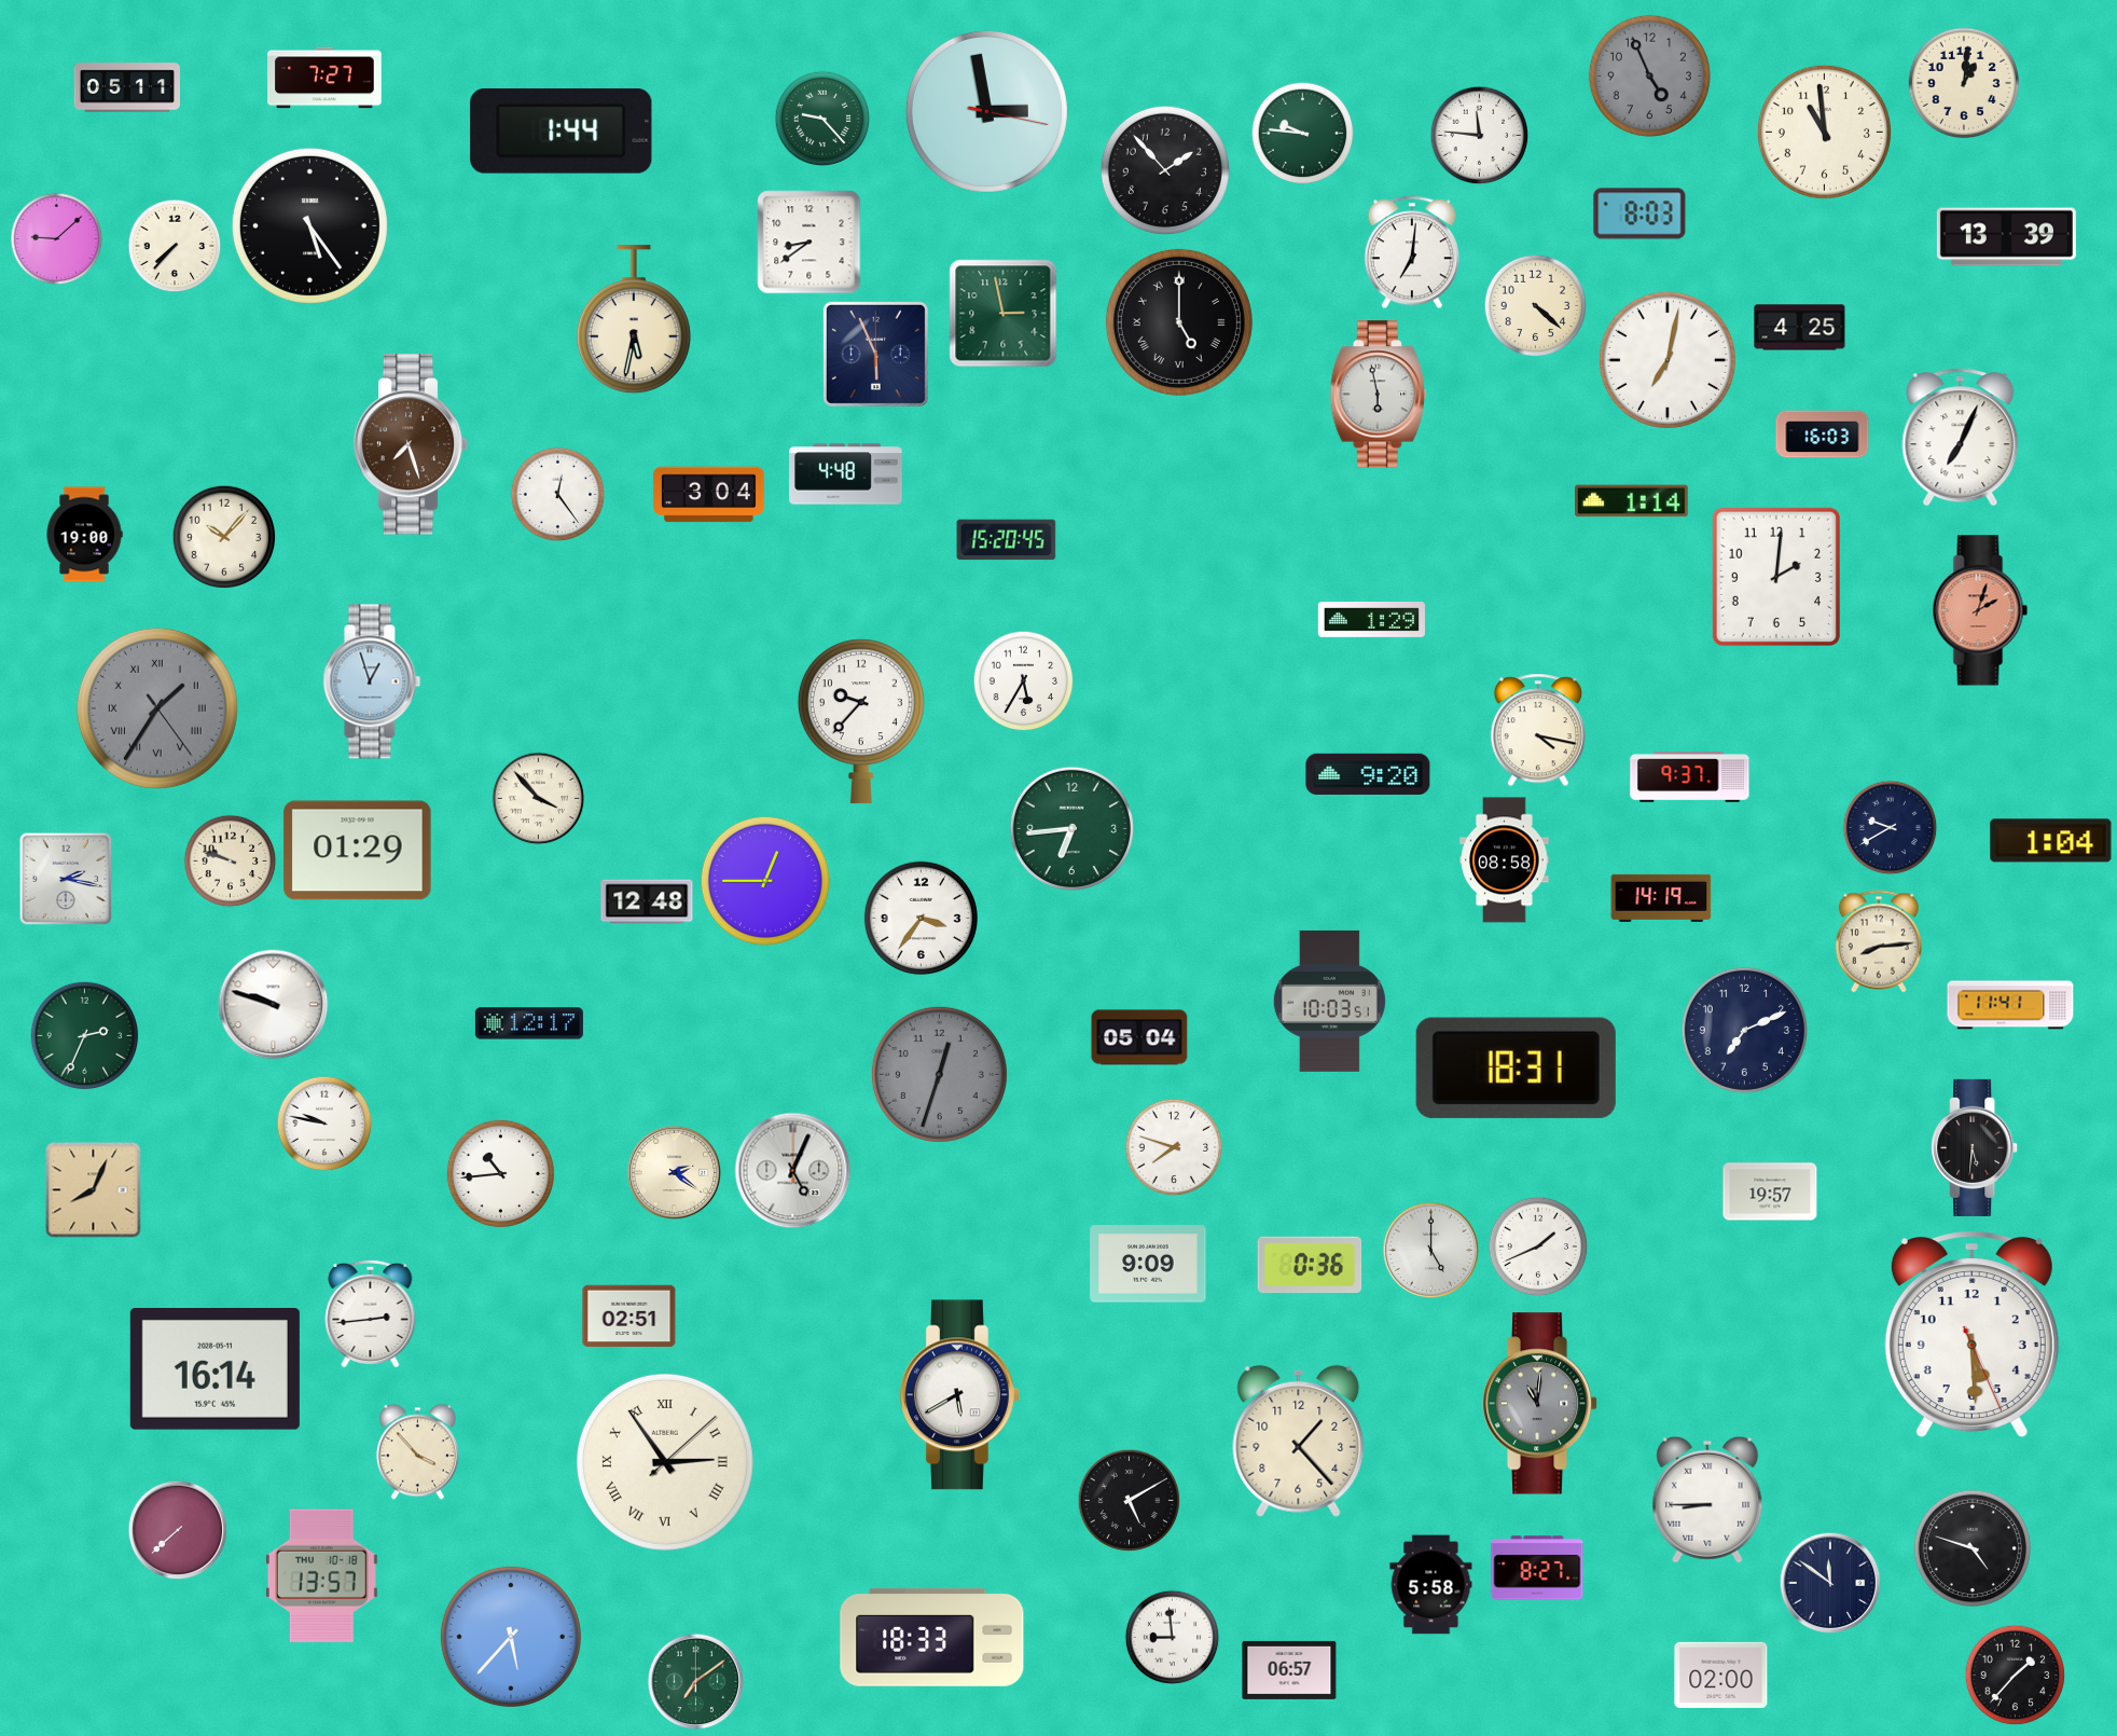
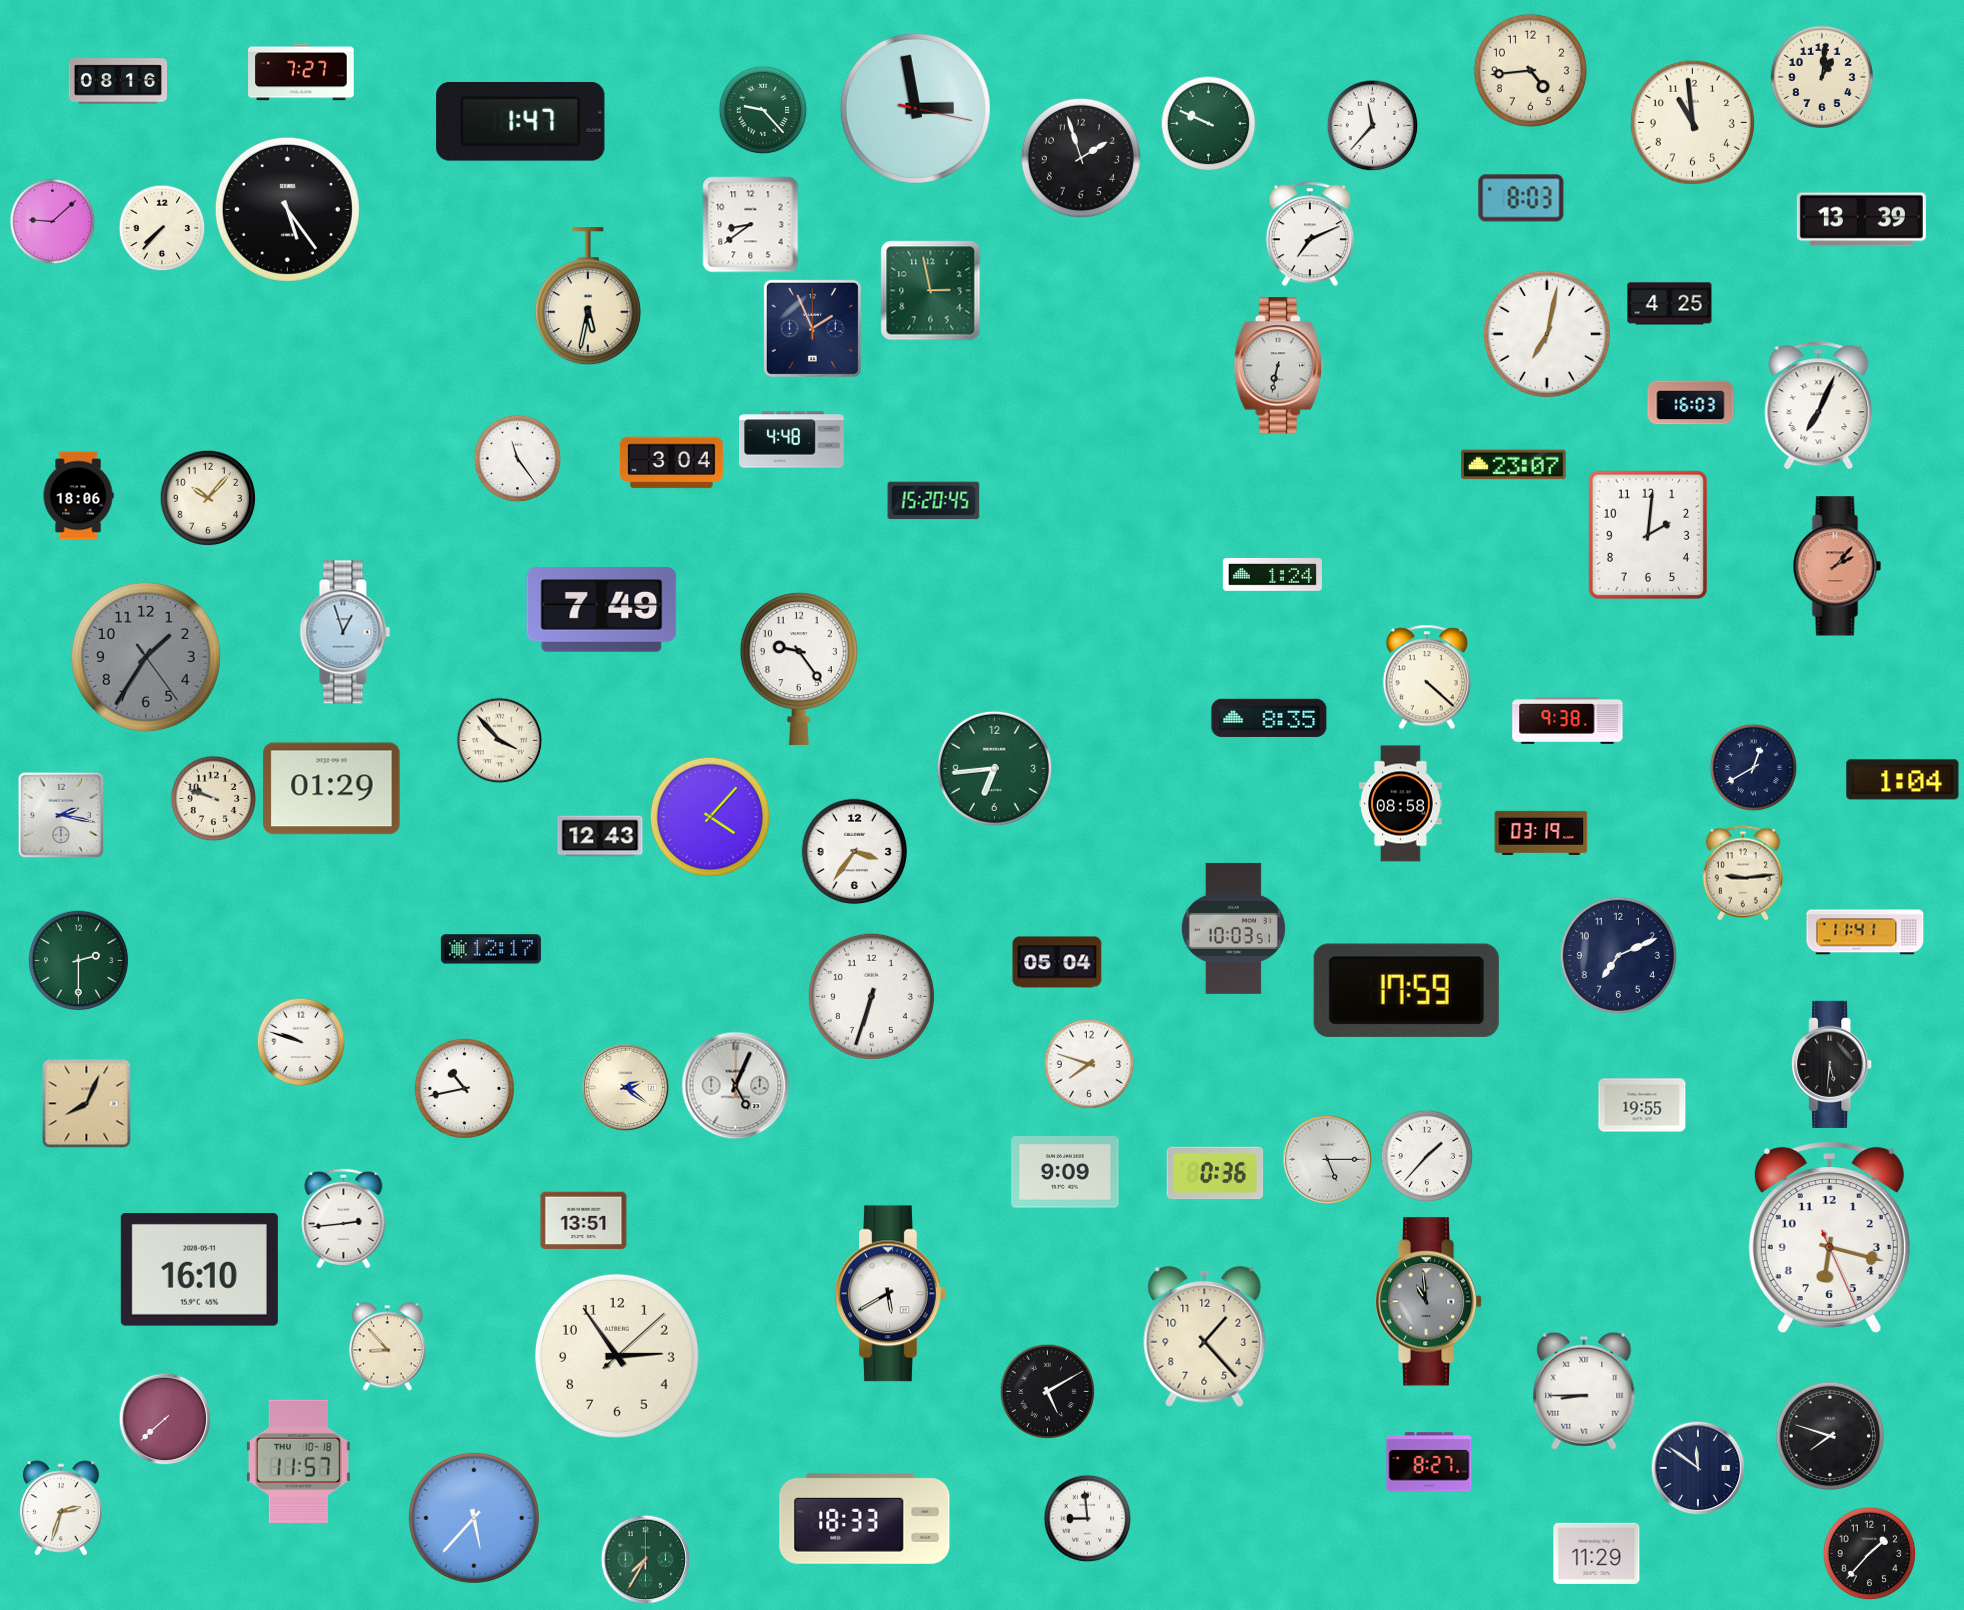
clock at (1649, 75): 4:56 -> 4:44
clock at (1649, 75) dial: grey -> cream
clock at (126, 87): 05:11 -> 08:16
clock at (986, 111) position: (986, 111) -> (915, 108)
clock at (562, 130): 1:44 -> 1:47
clock at (1303, 134): 9:46 -> 9:49
clock at (1480, 136): 11:46 -> 11:37
clock at (1165, 170): 1:53 -> 1:57
clock at (1412, 252): 7:01 -> 7:11
clock at (1536, 306): 4:22 -> none
clock at (1179, 322): 5:00 -> none
clock at (875, 354): 5:56 -> 1:56
clock at (1378, 395): 5:58 -> 6:32
clock at (411, 444): 7:27 -> none
clock at (846, 474) position: (846, 474) -> (792, 440)
clock at (558, 495): 12:24 -> 11:24
clock at (708, 495) position: (708, 495) -> (671, 463)
clock at (1632, 501): 1:14 -> 23:07
clock at (84, 535): 19:00 -> 18:06
clock at (1980, 610): 2:03 -> 2:07
clock at (1371, 620): 1:29 -> 1:24
clock at (602, 610): none -> 7:49
clock at (1024, 681): 5:35 -> none
clock at (157, 708) numerals: Roman -> Arabic
clock at (861, 721): 9:37 -> 9:24
clock at (1538, 730): 4:17 -> 4:22
clock at (1368, 773): 9:20 -> 8:35
clock at (1690, 777): 9:37 -> 9:38
clock at (1891, 828): 9:40 -> 12:40
clock at (1505, 860) position: (1505, 860) -> (1401, 804)
clock at (765, 881): 12:45 -> 4:07
clock at (1661, 898): 14:19 -> 03:19
clock at (647, 901): 12:48 -> 12:43
clock at (1879, 941): 8:14 -> 9:14
clock at (274, 1005): 9:48 -> none
clock at (85, 1036): 2:34 -> 2:30
clock at (1516, 1067): 18:31 -> 17:59
clock at (939, 1074): 12:33 -> 6:33
clock at (939, 1074) dial: grey -> white
clock at (324, 1124): 9:47 -> 9:48
clock at (501, 1174): 10:44 -> 10:43
clock at (1770, 1191): 19:57 -> 19:55
clock at (1538, 1246): 1:41 -> 1:37
clock at (1431, 1251): 5:00 -> 5:15
clock at (629, 1317): 02:51 -> 13:51
clock at (1971, 1334): 5:29 -> 6:17
clock at (215, 1369): 16:14 -> 16:10
clock at (1540, 1404): 11:01 -> 10:59
clock at (417, 1452): 3:53 -> 8:53
clock at (665, 1462) numerals: Roman -> Arabic
clock at (1971, 1547): 4:48 -> 7:48
clock at (1537, 1568) position: (1537, 1568) -> (1429, 1462)
clock at (321, 1576): 13:57 -> 11:57
clock at (1431, 1585): 5:58 -> none
clock at (62, 1508): none -> 2:33
clock at (1289, 1670): 06:57 -> none
clock at (1721, 1675): 02:00 -> 11:29
clock at (696, 1682): 7:09 -> 7:35
